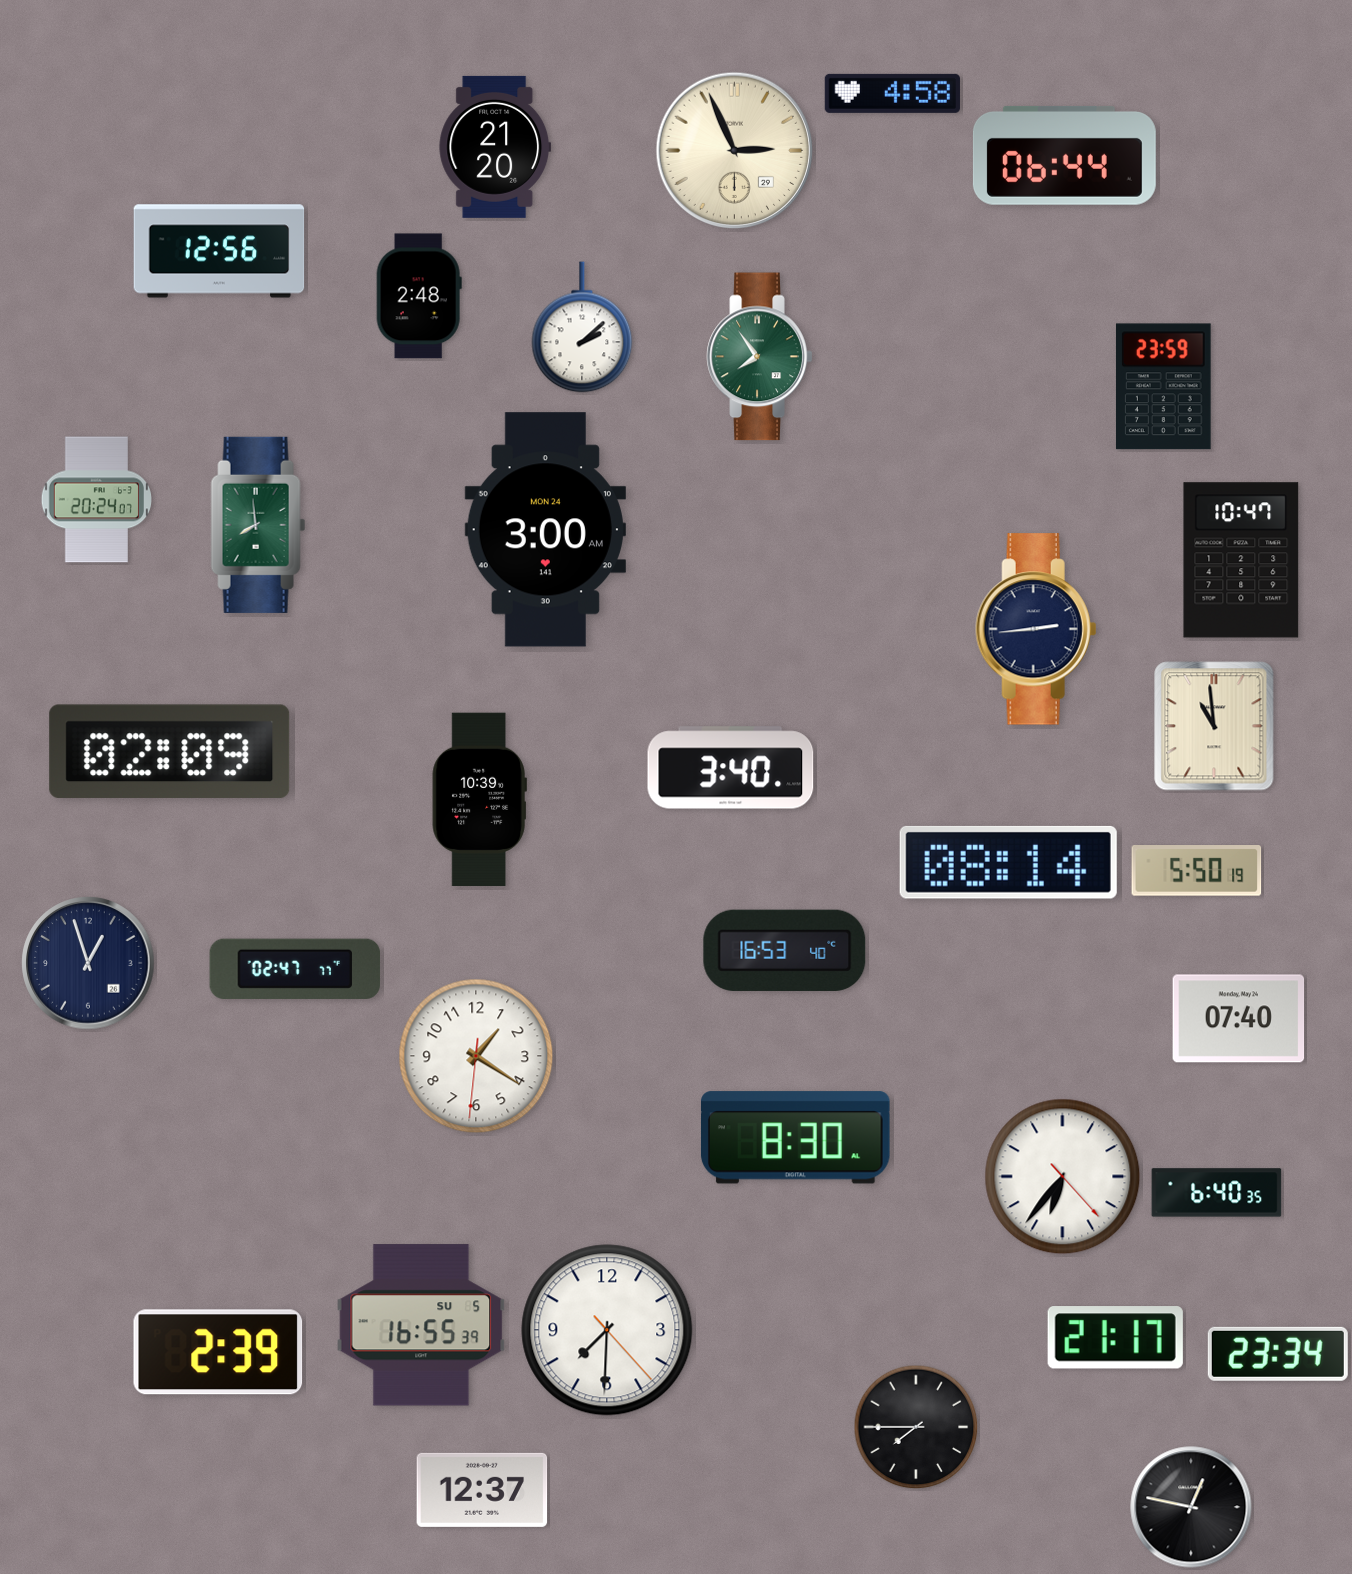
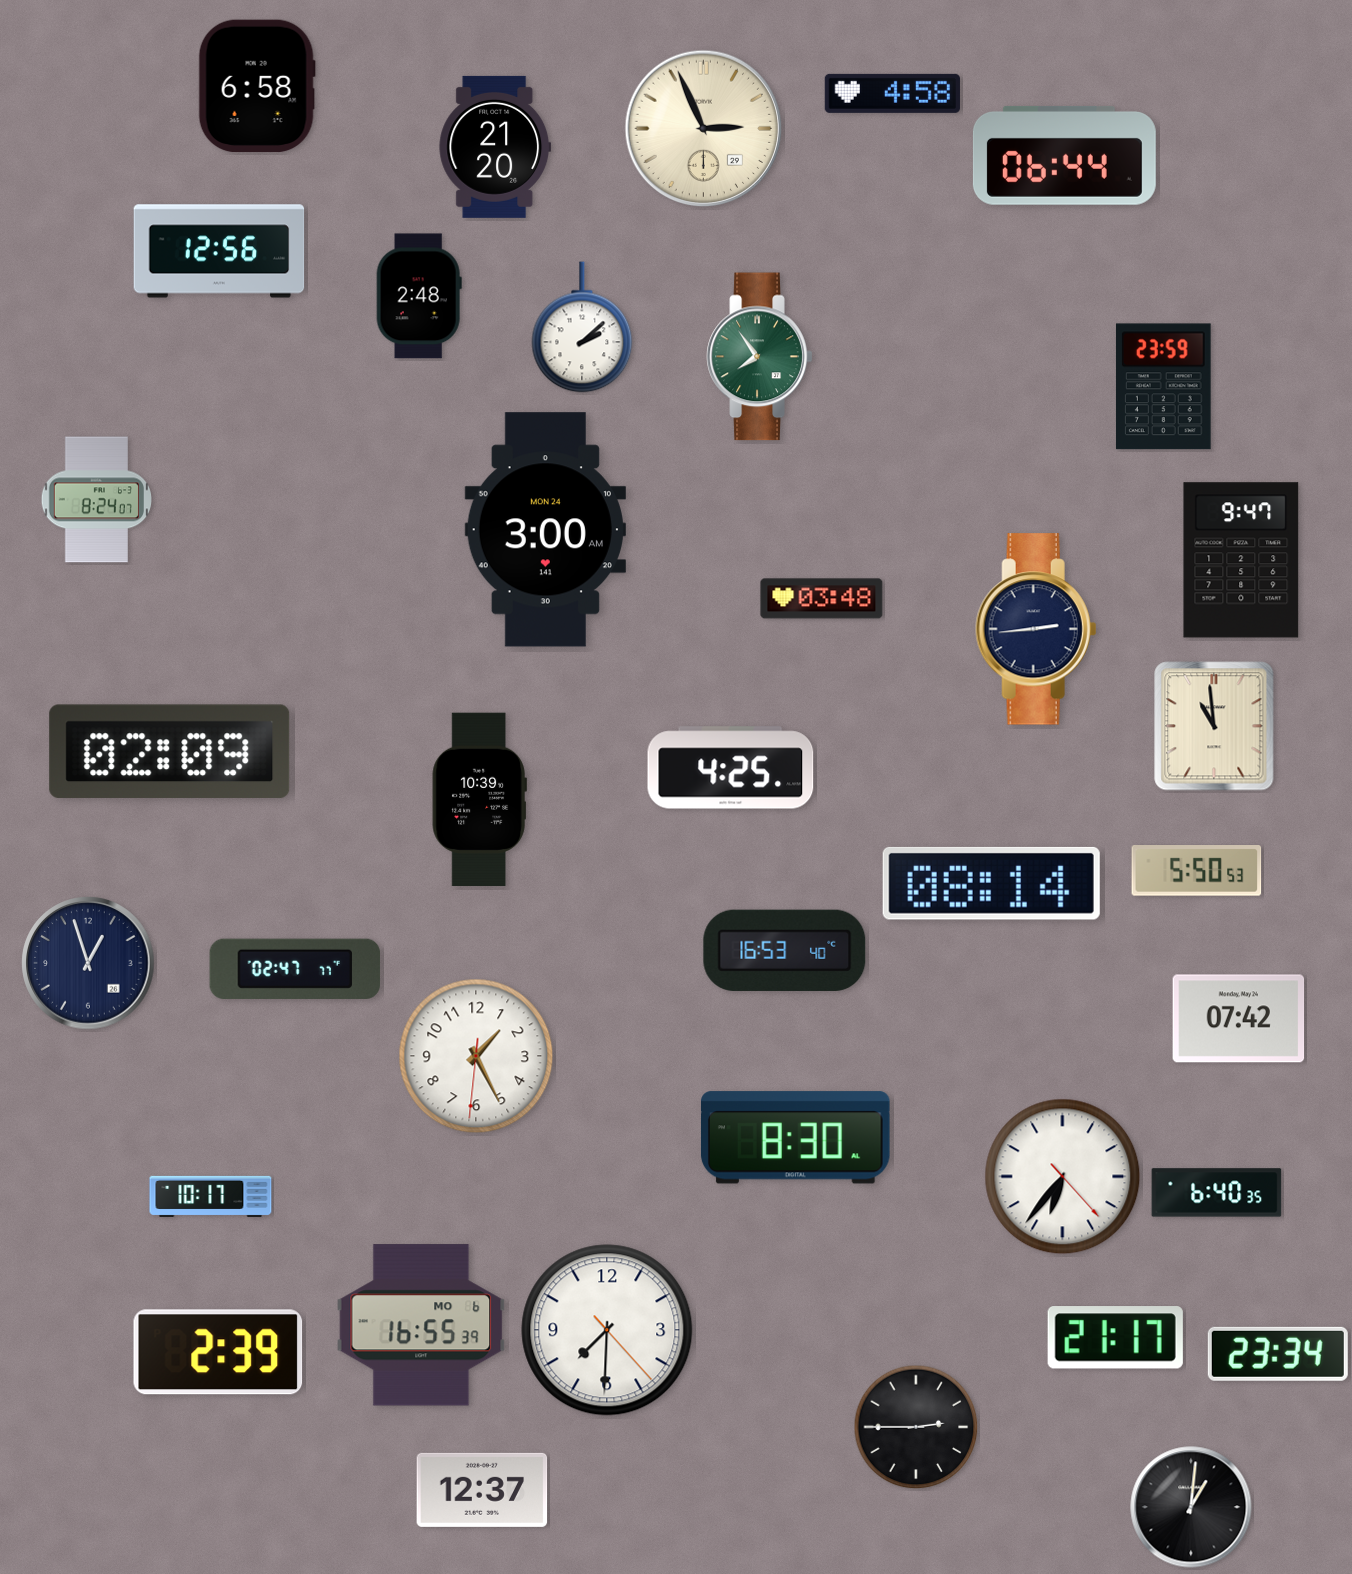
clock at (257, 86): none -> 6:58
clock at (735, 151) position: (735, 151) -> (704, 129)
clock at (96, 500): 20:24 -> 8:24
clock at (258, 525): 7:59 -> none
clock at (1241, 560): 10:47 -> 9:47
clock at (822, 599): none -> 03:48
clock at (731, 768): 3:40 -> 4:25
clock at (1008, 862) position: (1008, 862) -> (991, 883)
clock at (1197, 871): 5:50:19 -> 5:50:53
clock at (1239, 1019): 07:40 -> 07:42
clock at (476, 1056): 1:20 -> 1:25
clock at (211, 1196): none -> 10:17
clock at (421, 1325) date: SU 5 -> MO 6
clock at (916, 1427): 7:45 -> 2:45
clock at (1191, 1507): 12:47 -> 1:01
